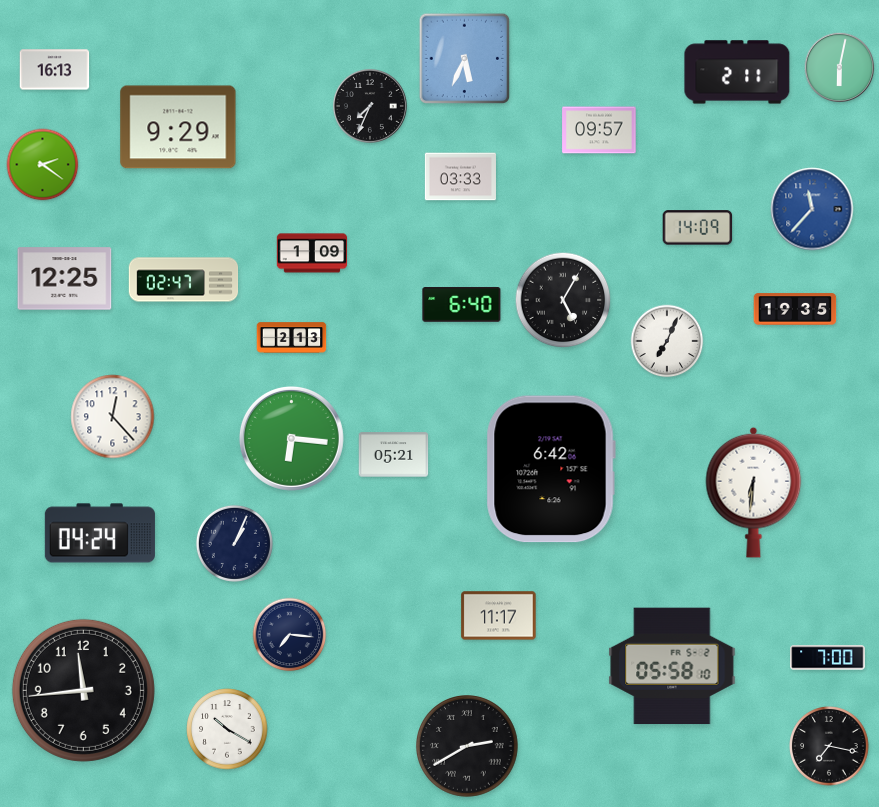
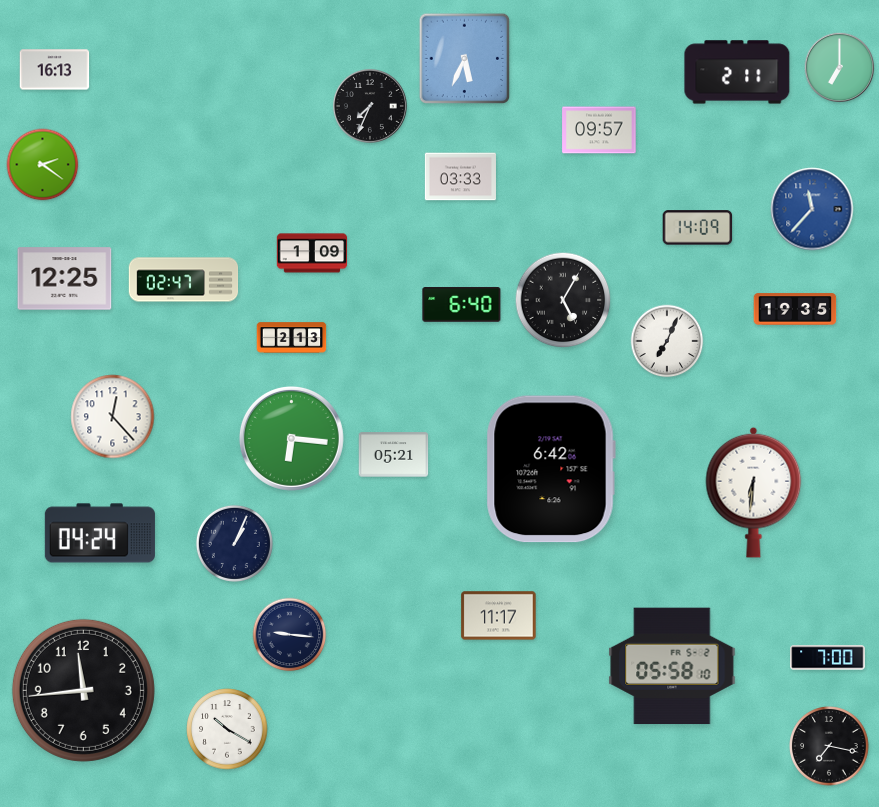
clock at (840, 68): 6:02 -> 7:00
clock at (178, 127): 9:29 -> none
clock at (290, 635): 7:16 -> 9:16
clock at (468, 747): 2:40 -> none
